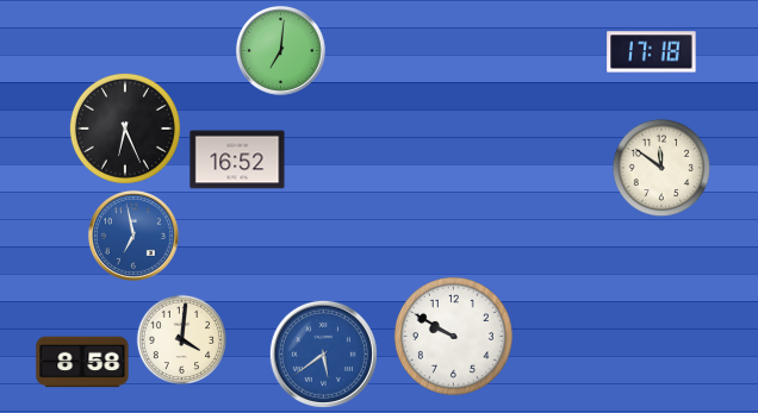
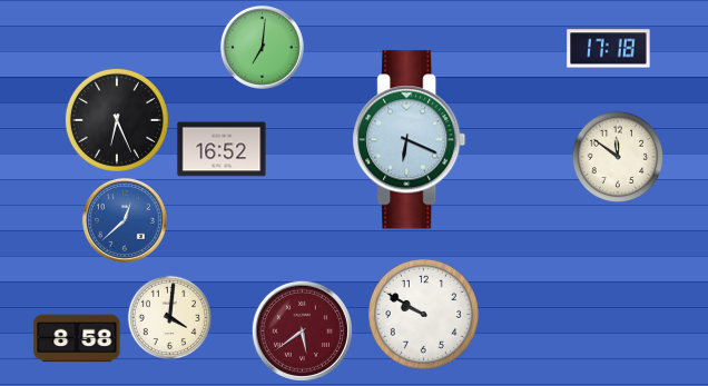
clock at (410, 140): none -> 6:19
clock at (133, 236): 6:58 -> 12:38
clock at (323, 353) dial: blue -> burgundy
